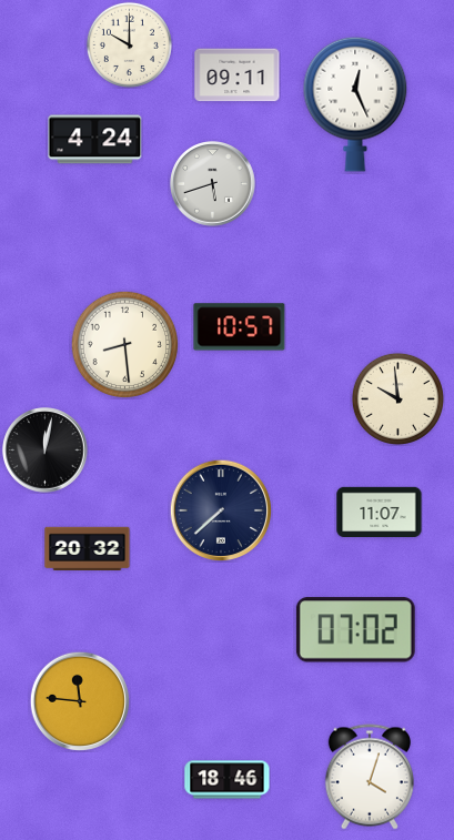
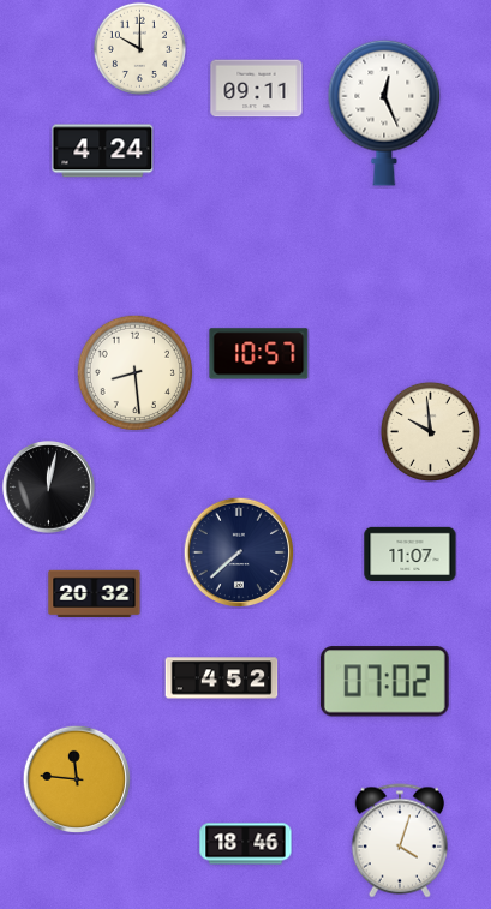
clock at (238, 75) position: (238, 75) -> (257, 89)
clock at (213, 184): 5:42 -> none
clock at (222, 678): none -> 4:52
clock at (79, 700) position: (79, 700) -> (76, 778)
